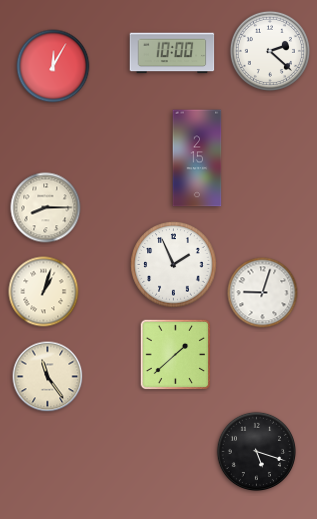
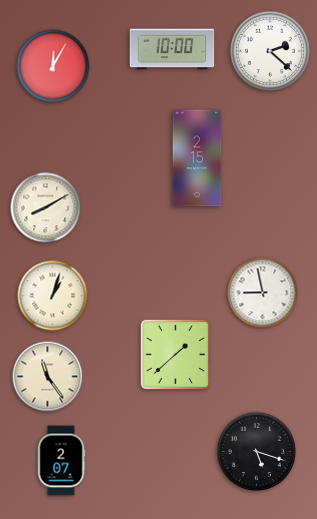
clock at (172, 53) position: (172, 53) -> (172, 49)
clock at (46, 208): 8:15 -> 8:10
clock at (174, 265): 1:56 -> none
clock at (44, 292) position: (44, 292) -> (53, 296)
clock at (263, 293): 9:03 -> 8:58
clock at (61, 461): none -> 2:07
